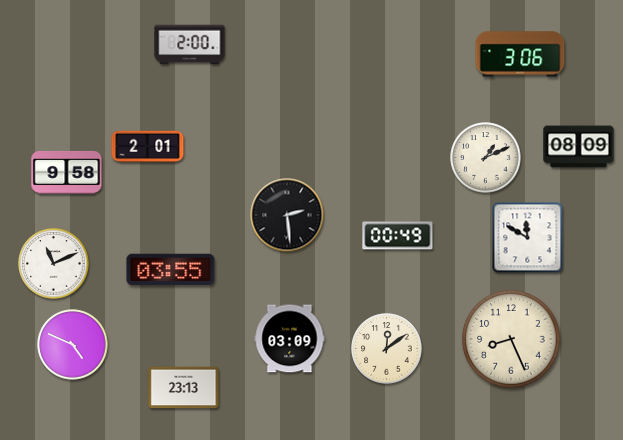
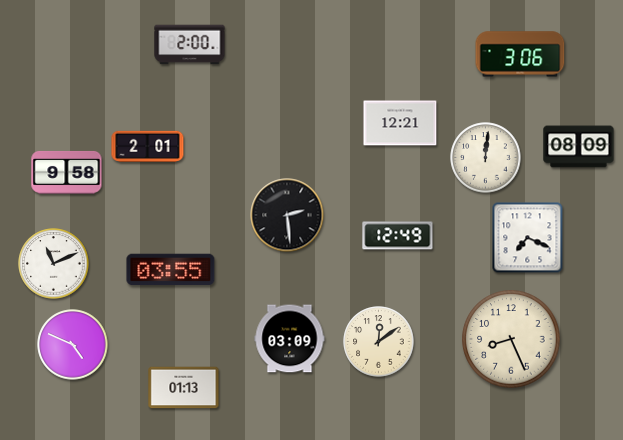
clock at (400, 123): none -> 12:21
clock at (486, 158): 1:11 -> 12:01
clock at (398, 236): 00:49 -> 12:49
clock at (528, 238): 11:50 -> 7:19
clock at (387, 349) position: (387, 349) -> (379, 342)
clock at (184, 388): 23:13 -> 01:13
